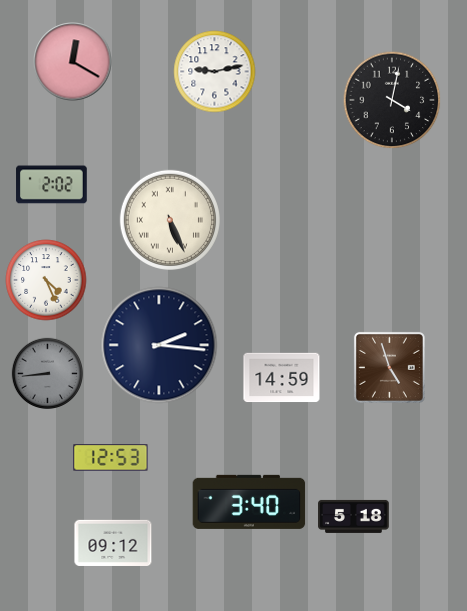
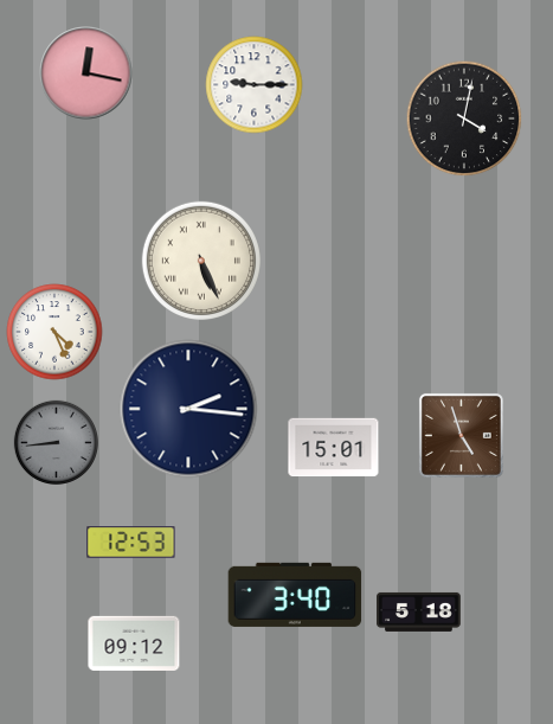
clock at (73, 62): 12:20 -> 12:17
clock at (215, 72): 9:13 -> 9:15
clock at (52, 185): 2:02 -> none
clock at (282, 378): 14:59 -> 15:01
